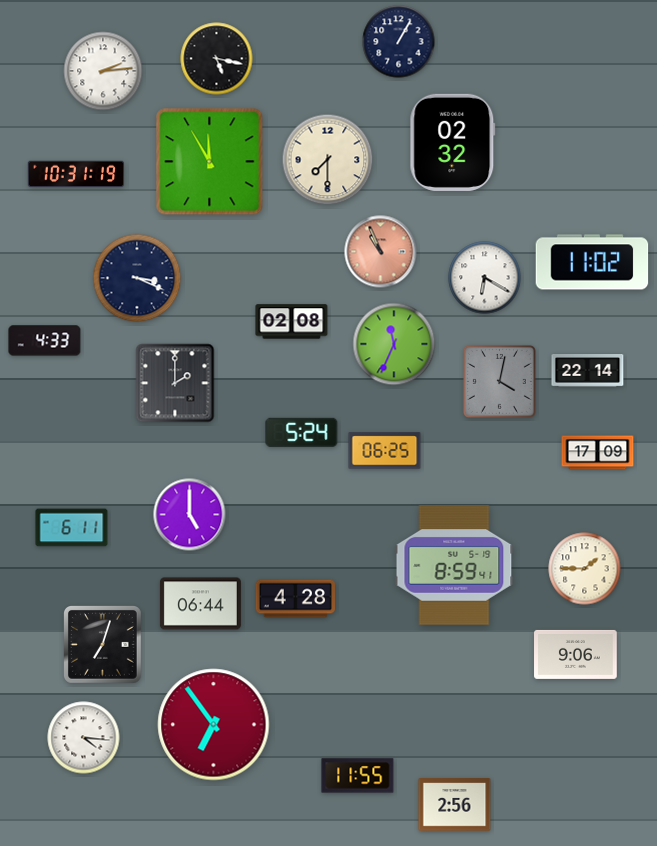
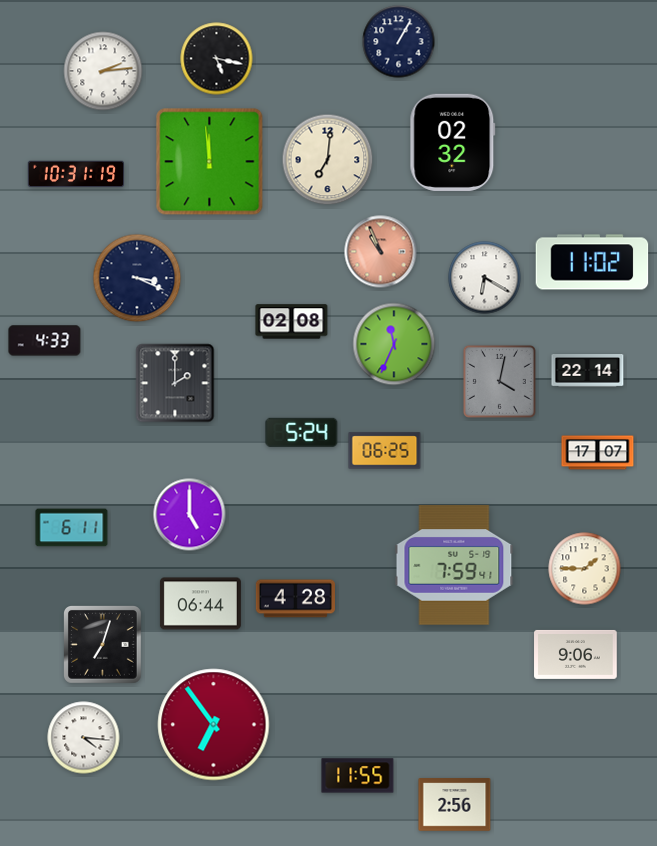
clock at (328, 160): 7:30 -> 7:01
clock at (210, 162): 11:55 -> 11:59
clock at (598, 453): 17:09 -> 17:07
clock at (454, 565): 8:59 -> 7:59
